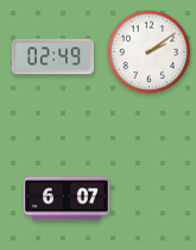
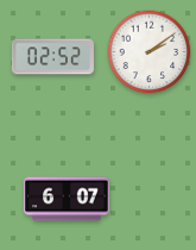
clock at (52, 57): 02:49 -> 02:52
